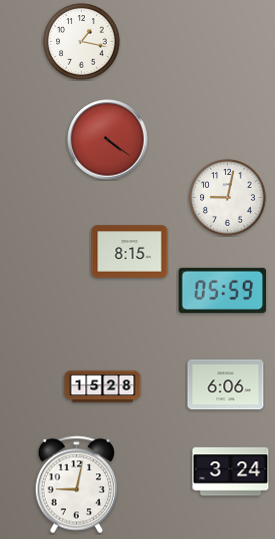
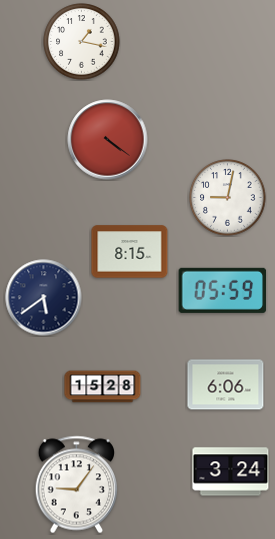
clock at (44, 298): none -> 5:39
clock at (76, 485): 9:02 -> 9:06
